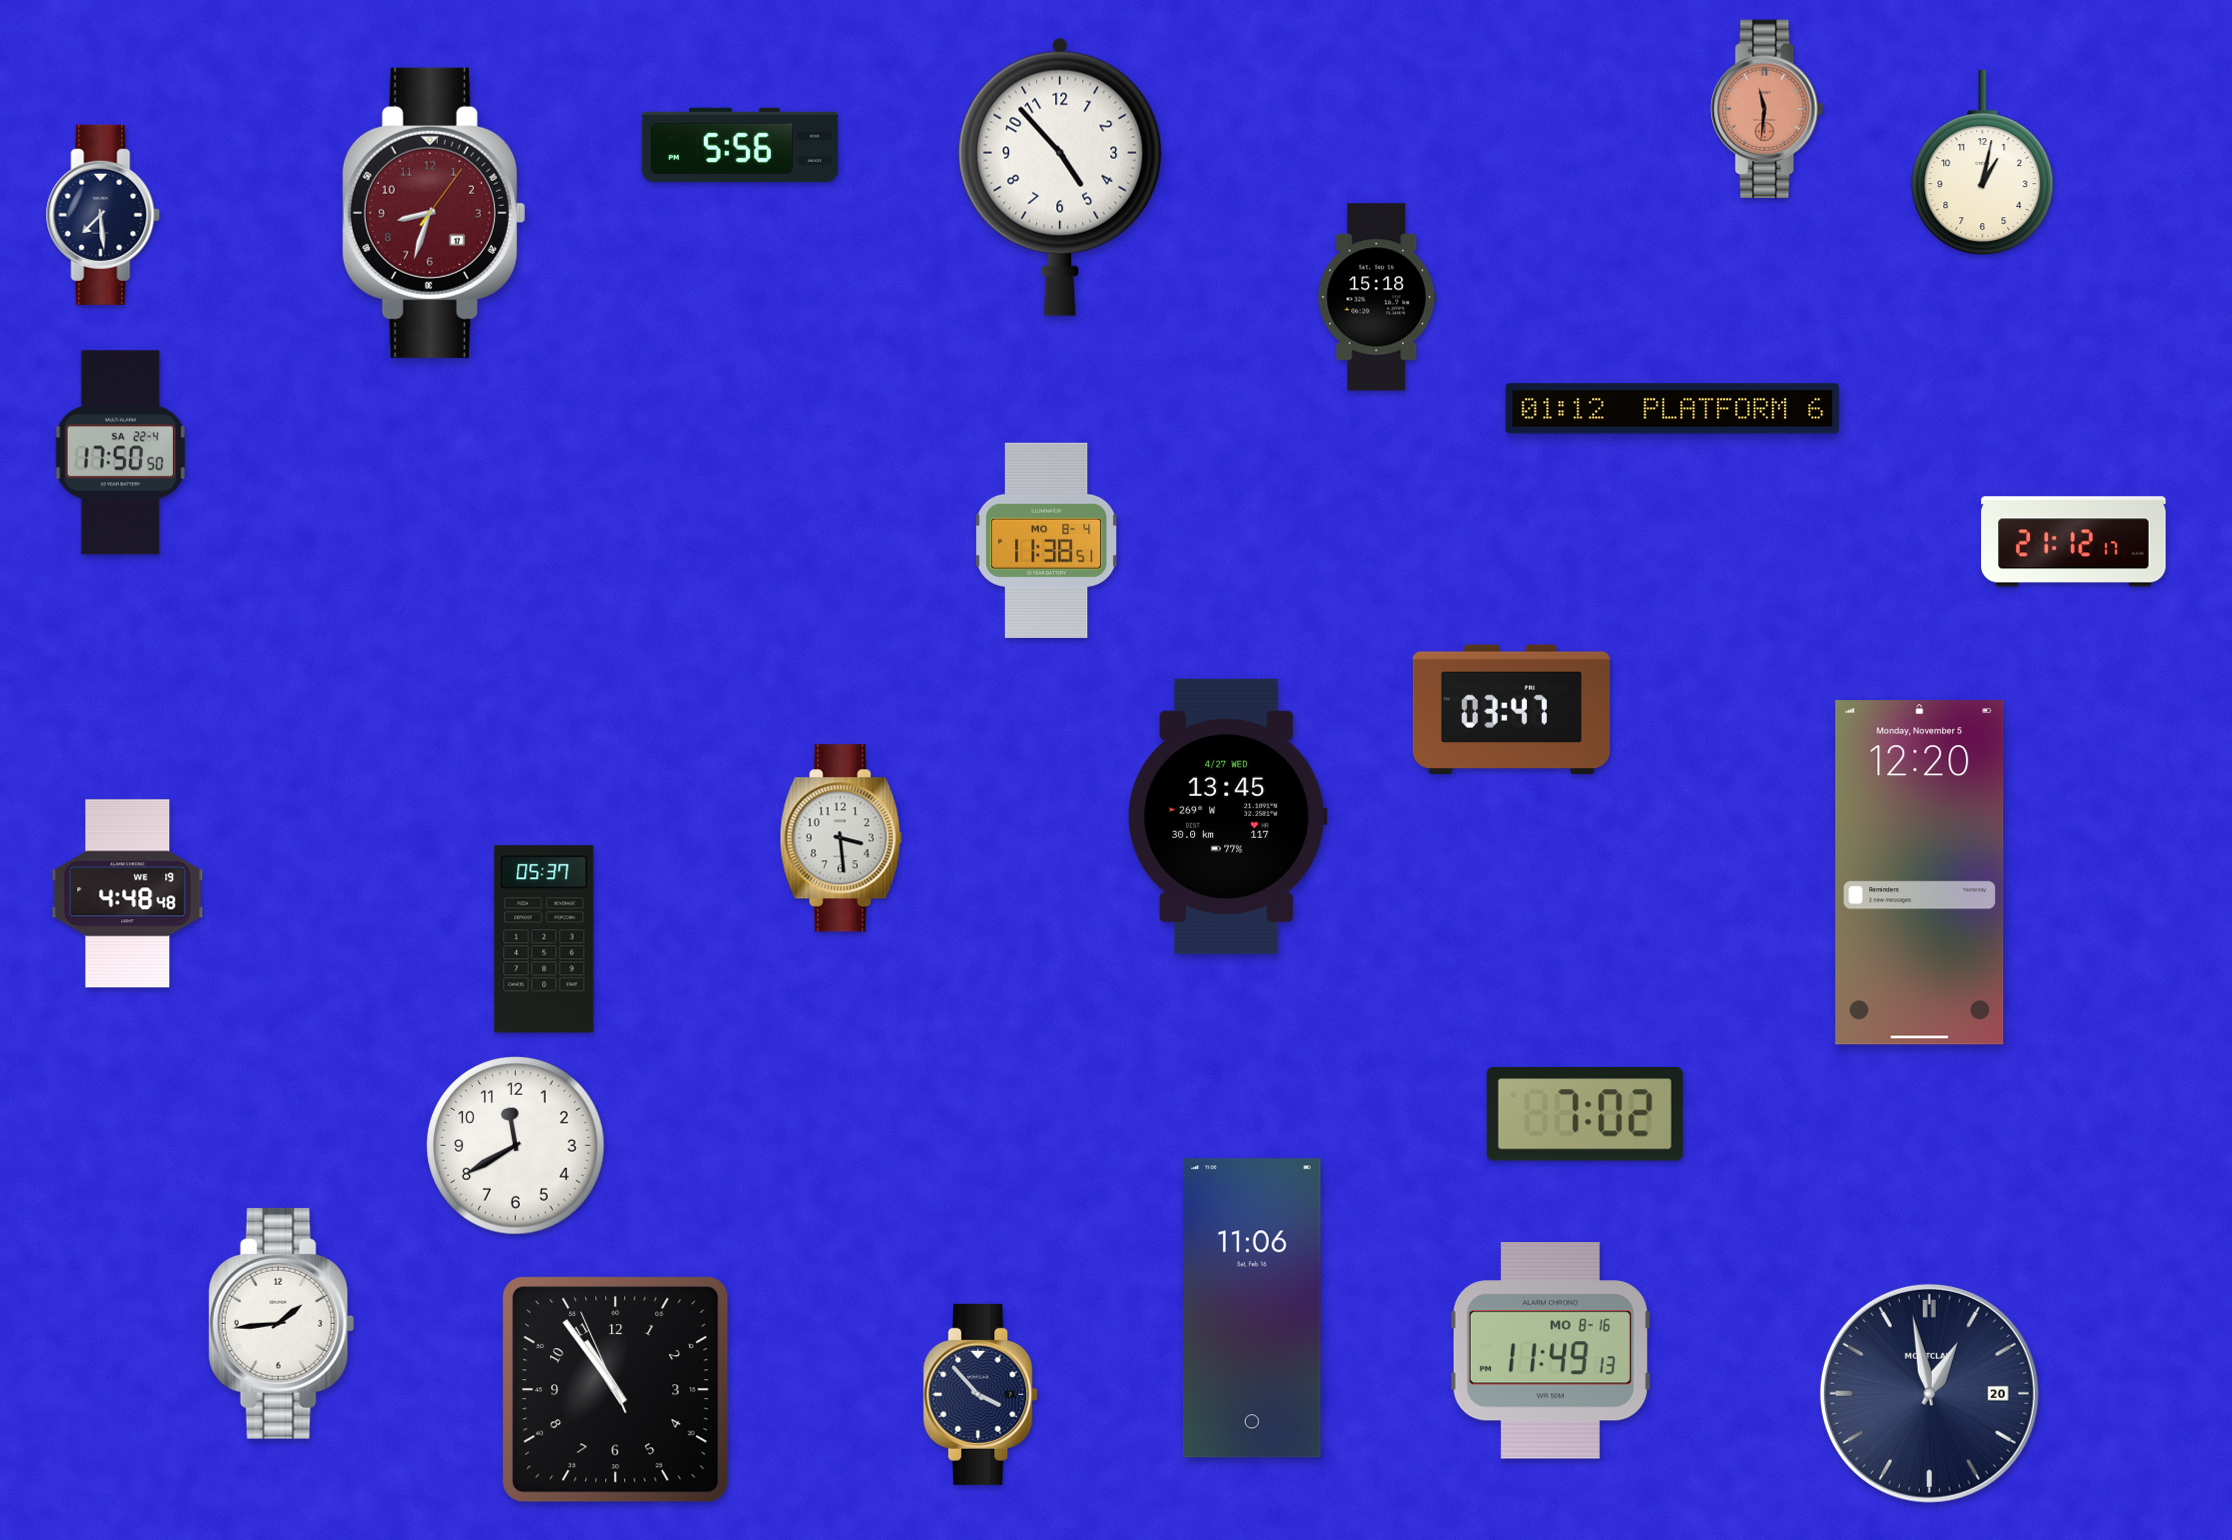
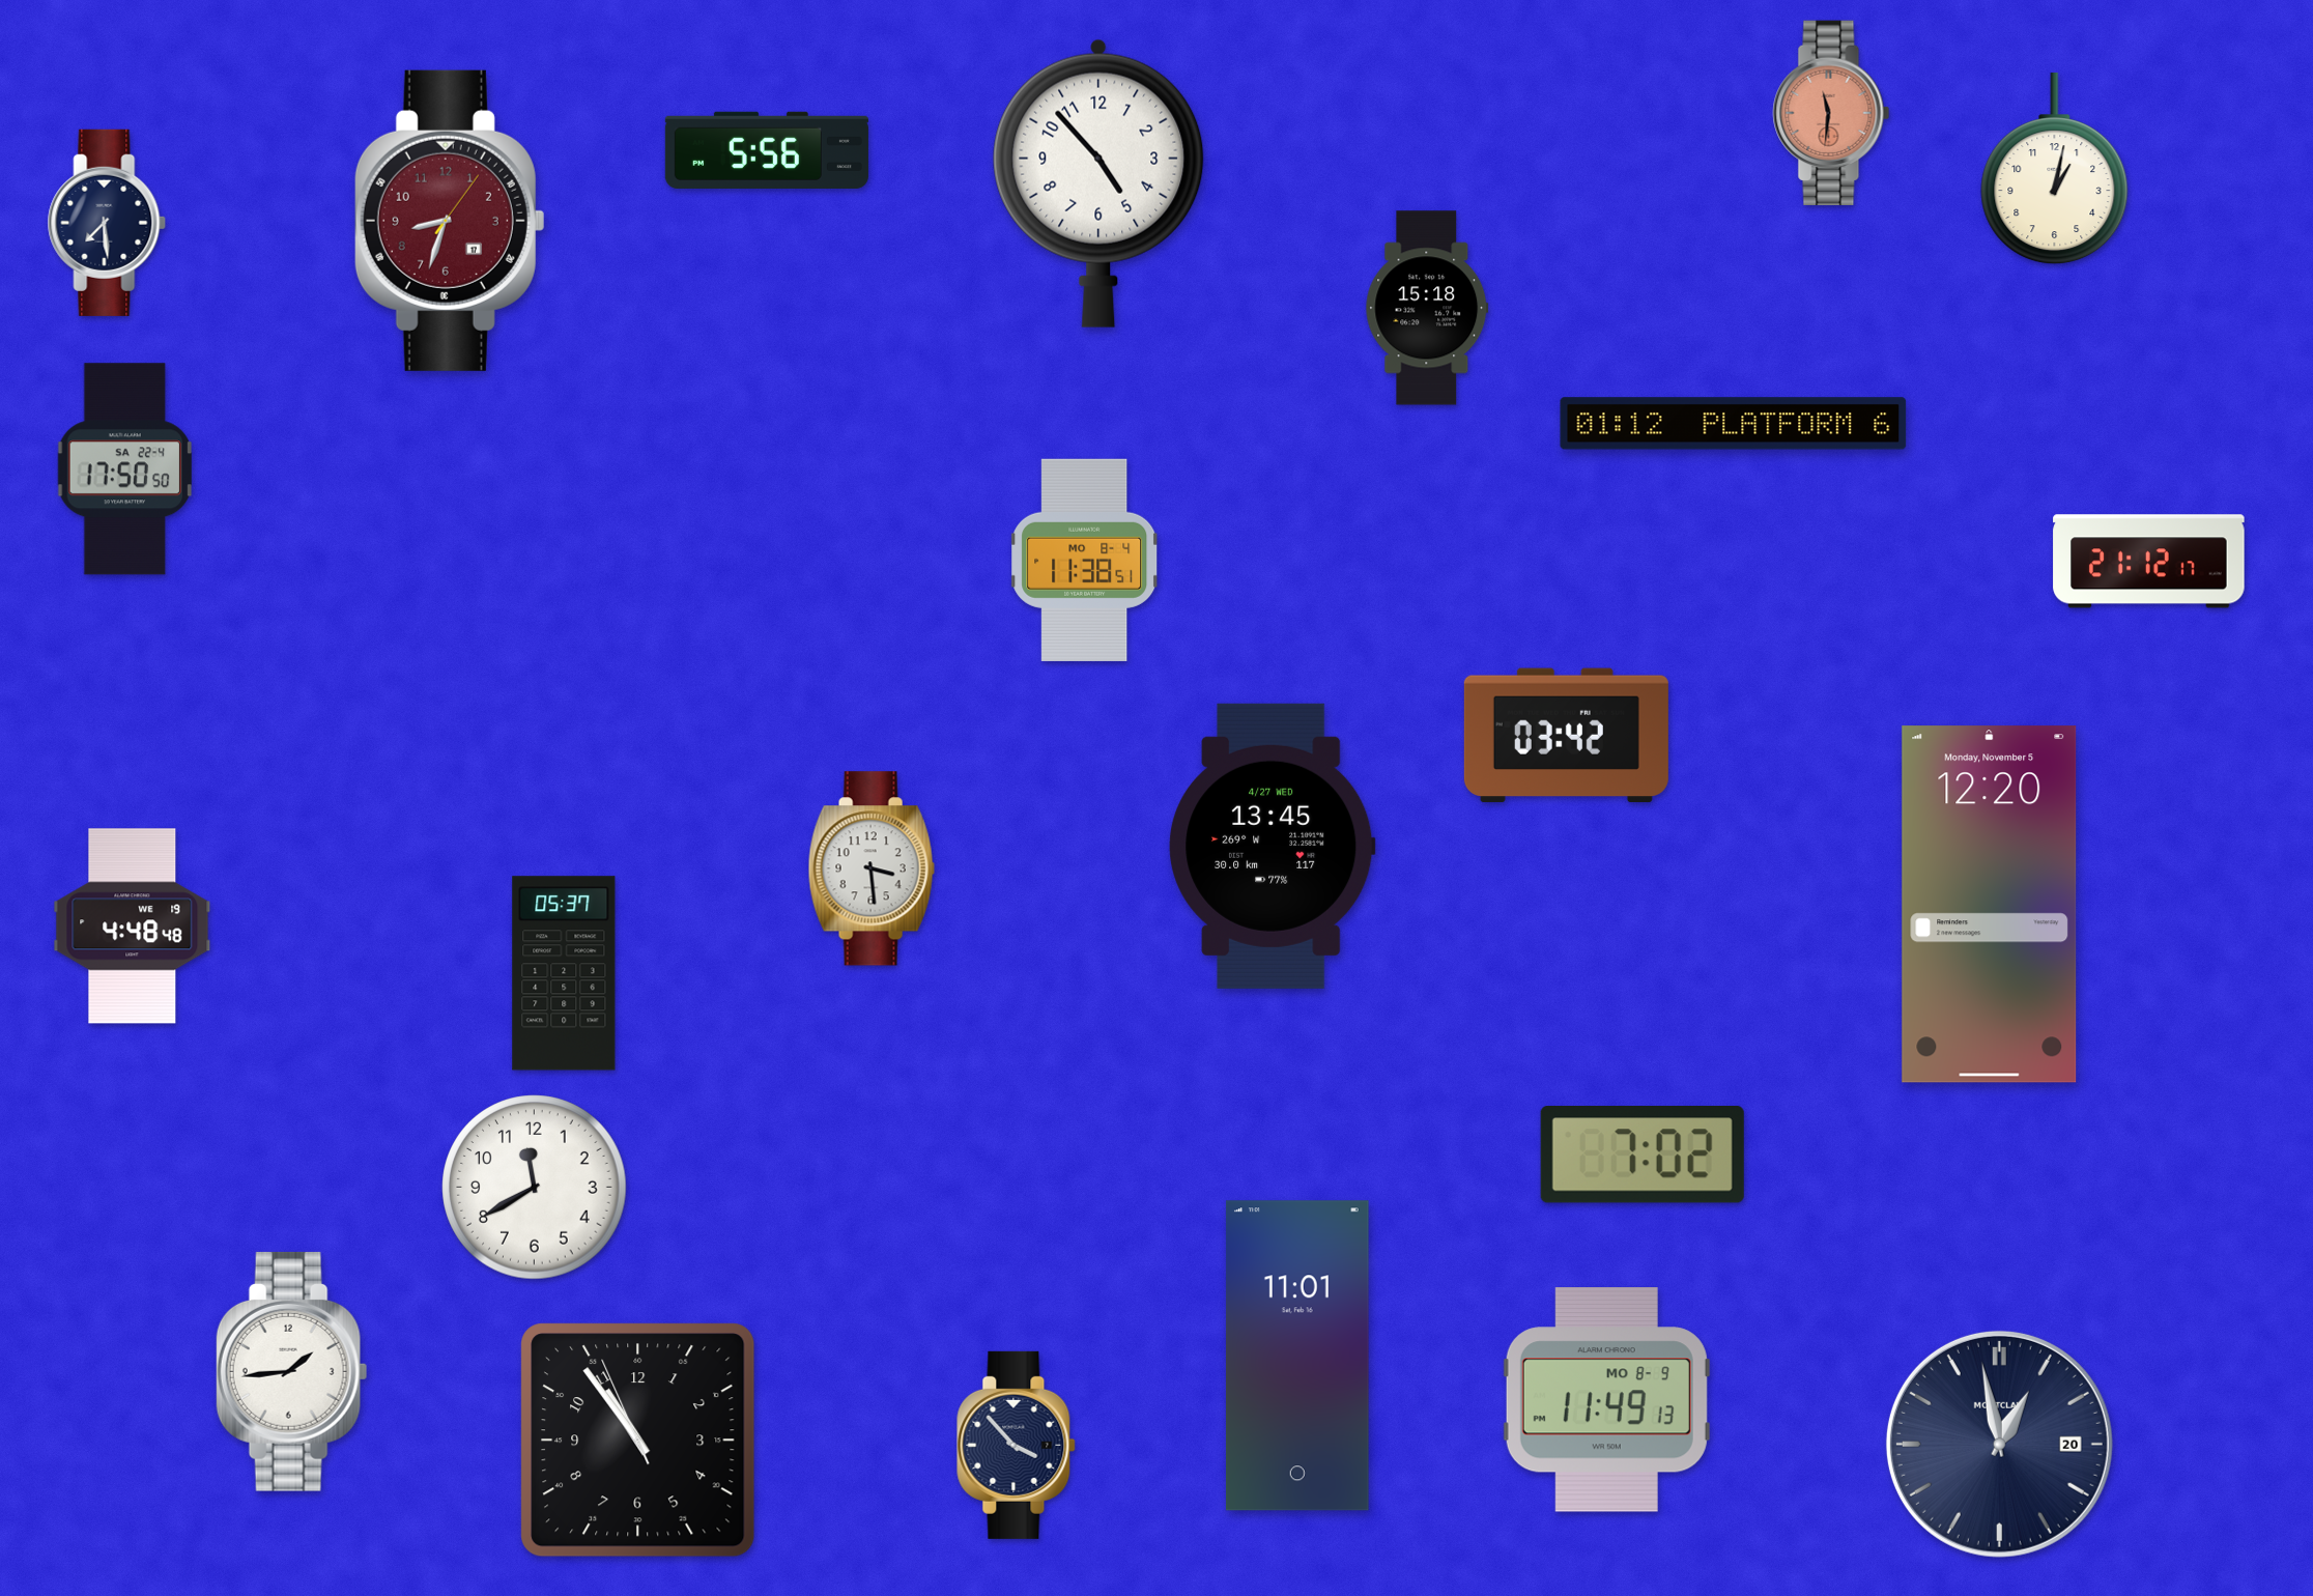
clock at (1511, 710): 03:47 -> 03:42
clock at (1252, 1308): 11:06 -> 11:01
clock at (1550, 1351) date: MO 8-16 -> MO 8-9
